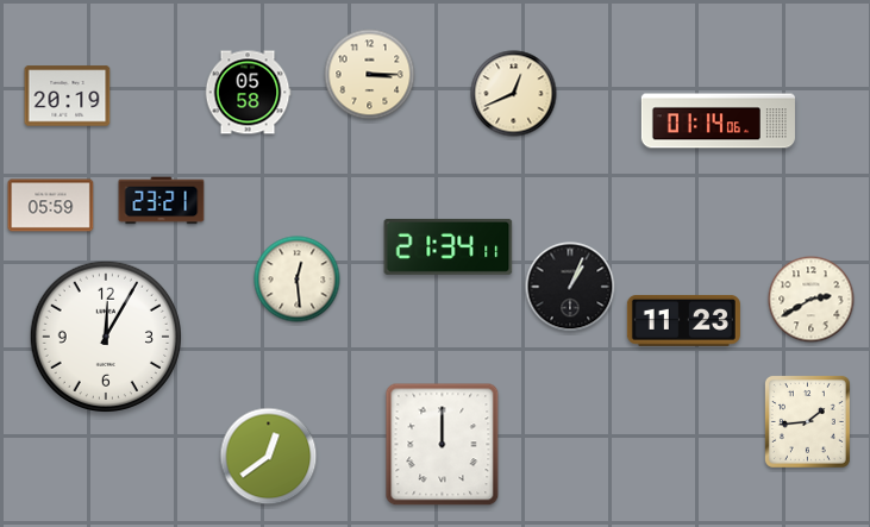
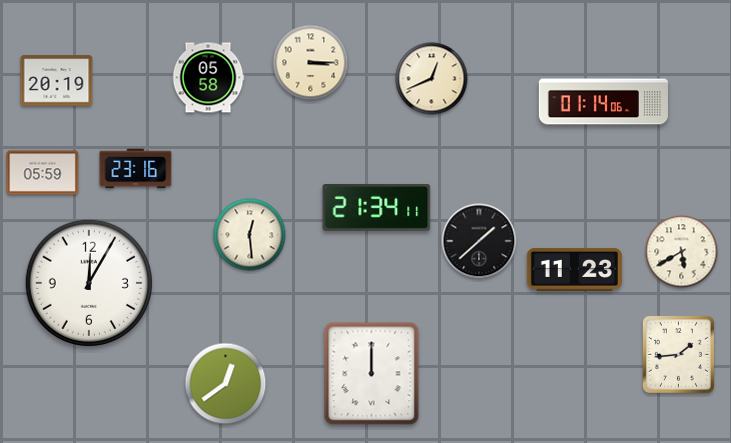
clock at (162, 201): 23:21 -> 23:16
clock at (570, 287): 1:04 -> 1:38
clock at (812, 300): 2:40 -> 5:40
